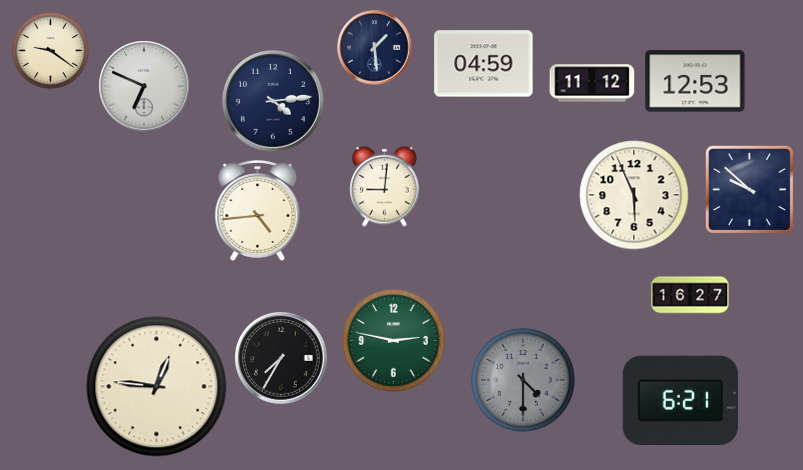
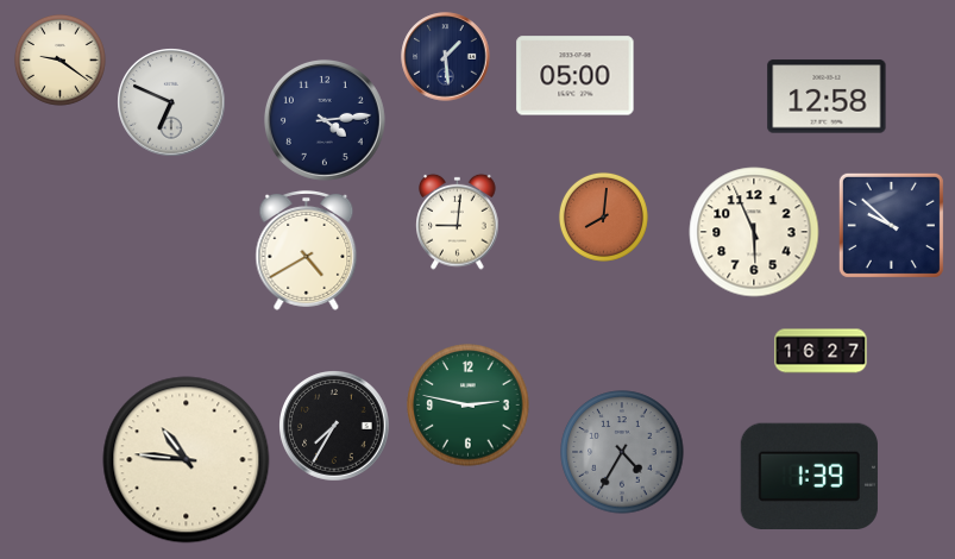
clock at (484, 64): 04:59 -> 05:00
clock at (695, 81): 12:53 -> 12:58
clock at (592, 83): 11:12 -> none
clock at (603, 216): none -> 8:01
clock at (258, 210): 4:44 -> 4:40
clock at (523, 380): 4:30 -> 4:35
clock at (157, 387): 12:46 -> 10:46
clock at (680, 400): 6:21 -> 1:39
